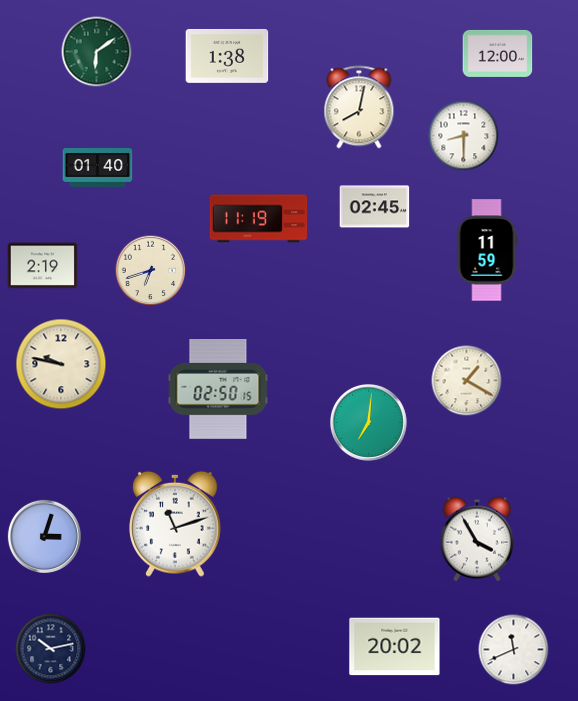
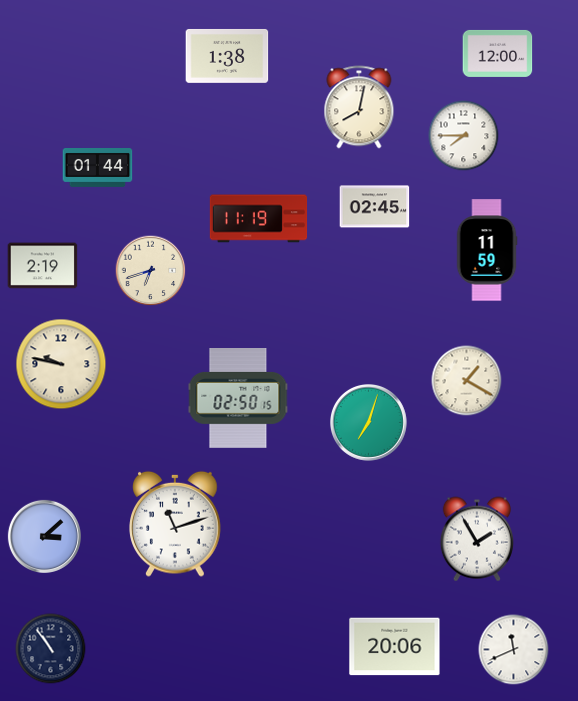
clock at (97, 52): 6:09 -> none
clock at (464, 136): 8:30 -> 7:45
clock at (98, 168): 01:40 -> 01:44
clock at (218, 390) position: (218, 390) -> (238, 399)
clock at (369, 423): 7:01 -> 7:03
clock at (44, 536): 3:03 -> 3:08
clock at (477, 539): 3:55 -> 1:55
clock at (395, 647): 20:02 -> 20:06
clock at (51, 649): 10:13 -> 10:54
